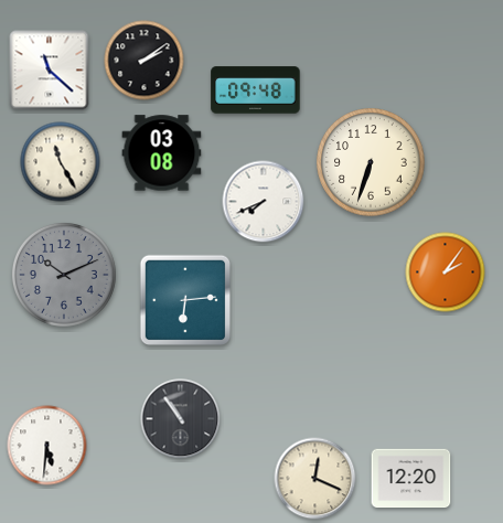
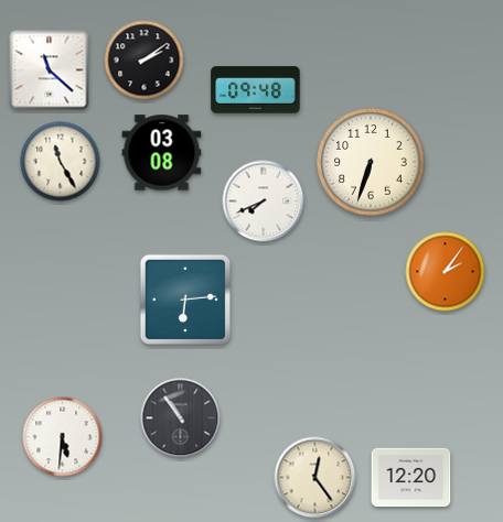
clock at (64, 275): 10:11 -> none
clock at (47, 446) position: (47, 446) -> (63, 437)
clock at (315, 479): 12:19 -> 12:24
